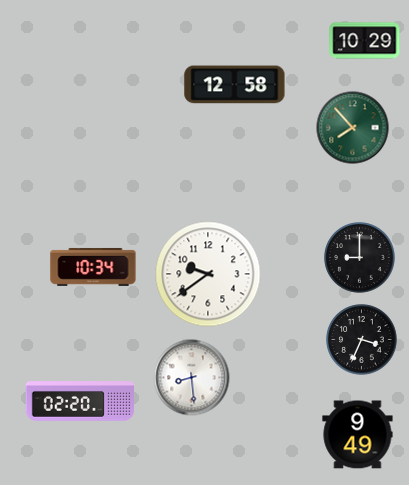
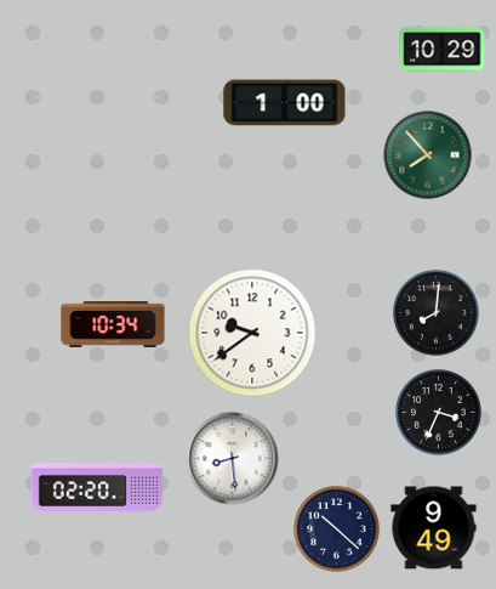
clock at (235, 85): 12:58 -> 1:00
clock at (360, 258): 9:00 -> 8:01
clock at (337, 529): none -> 10:22
